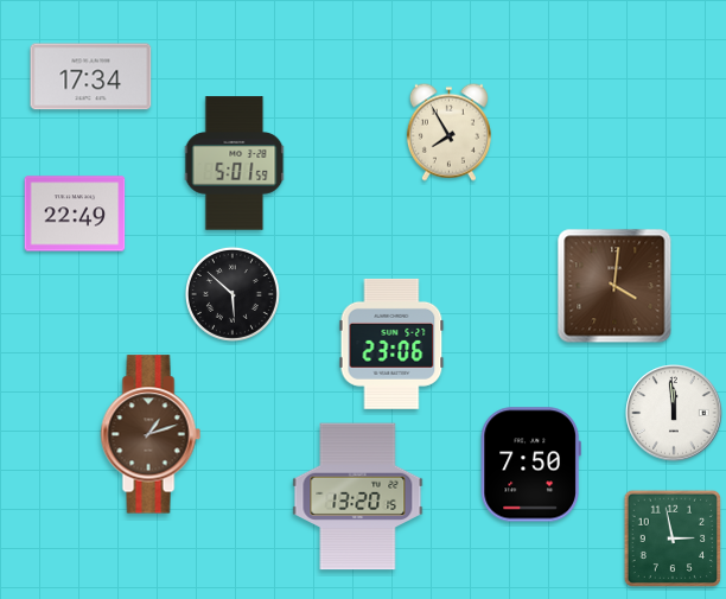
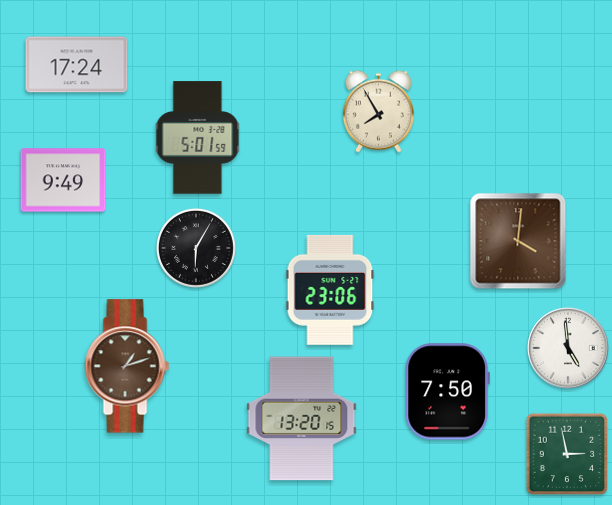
clock at (91, 77): 17:34 -> 17:24
clock at (75, 214): 22:49 -> 9:49
clock at (233, 294): 5:52 -> 6:05
clock at (674, 413): 11:59 -> 4:59
